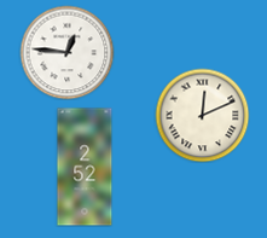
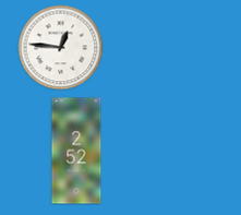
clock at (202, 115): 12:11 -> none
